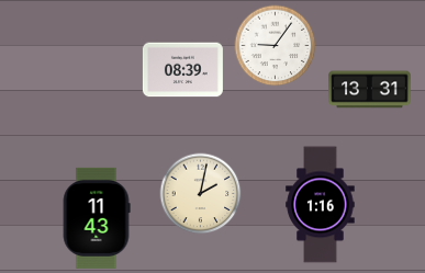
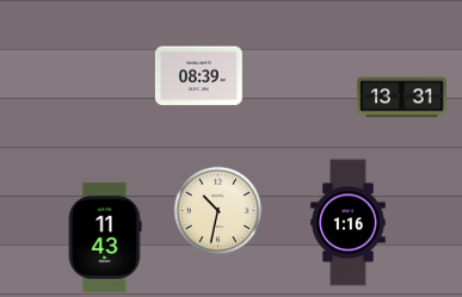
clock at (276, 46): 9:06 -> none
clock at (201, 194): 2:02 -> 10:32
